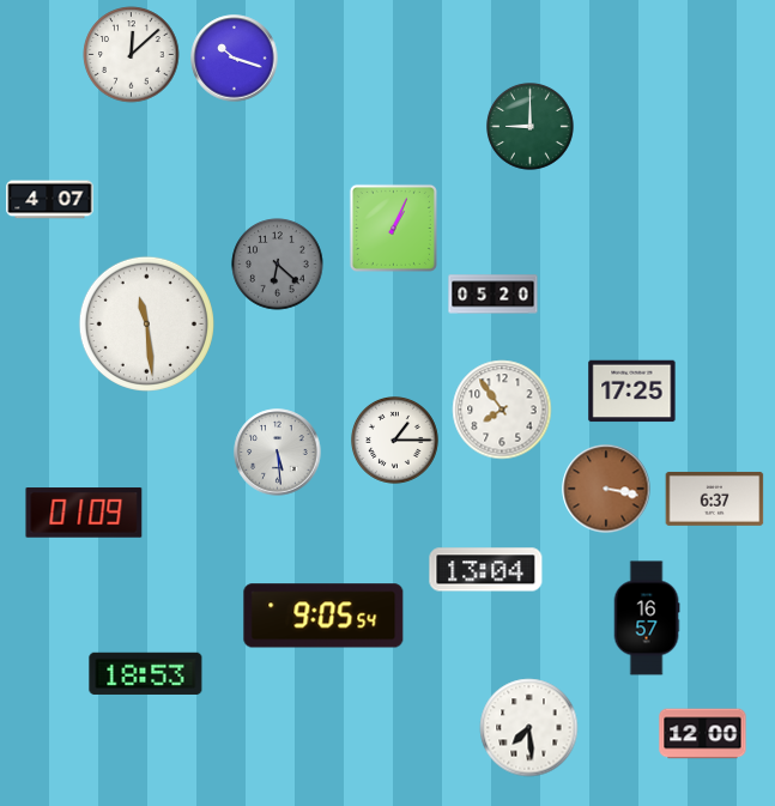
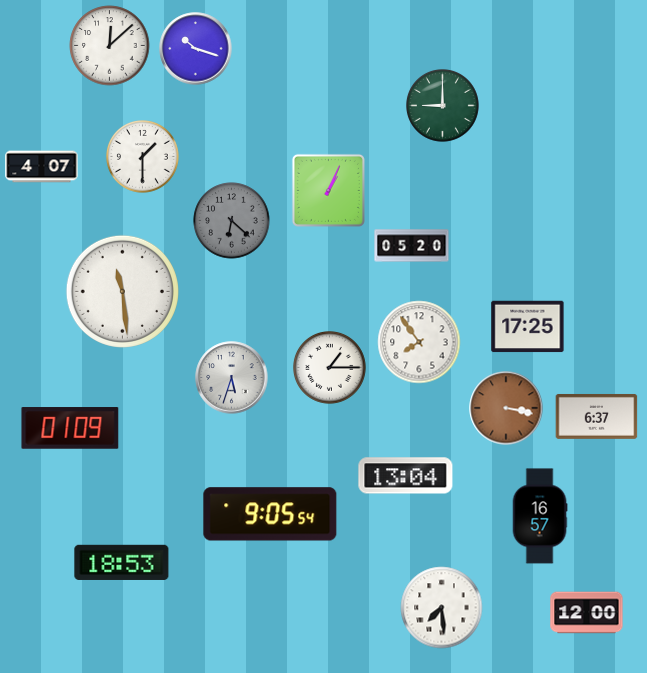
clock at (143, 157): none -> 1:30
clock at (146, 323) position: (146, 323) -> (122, 291)
clock at (278, 453): 5:29 -> 5:33
